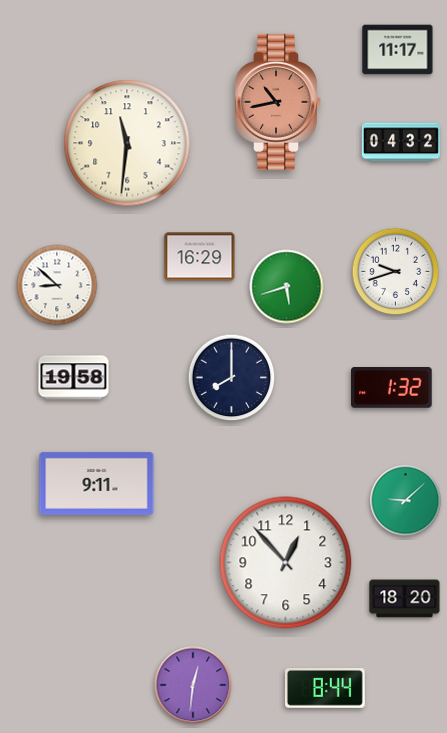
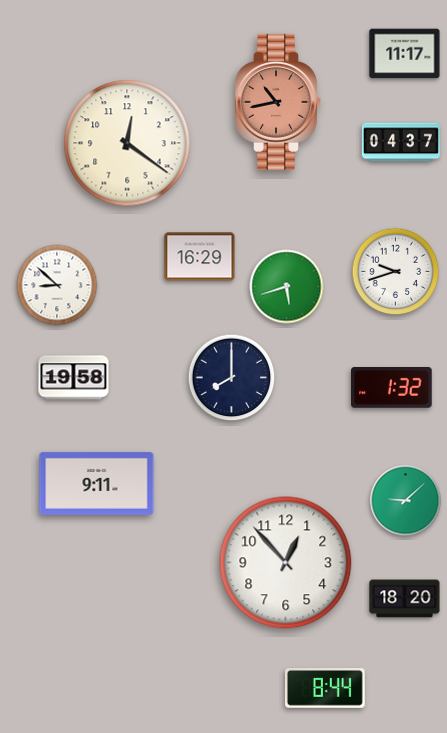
clock at (398, 50) position: (398, 50) -> (405, 54)
clock at (401, 142): 04:32 -> 04:37
clock at (127, 143): 11:31 -> 12:21
clock at (193, 685): 12:31 -> none
